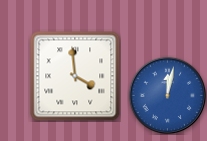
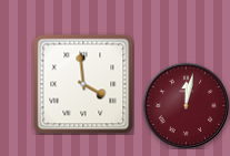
clock at (167, 95) dial: blue -> burgundy
